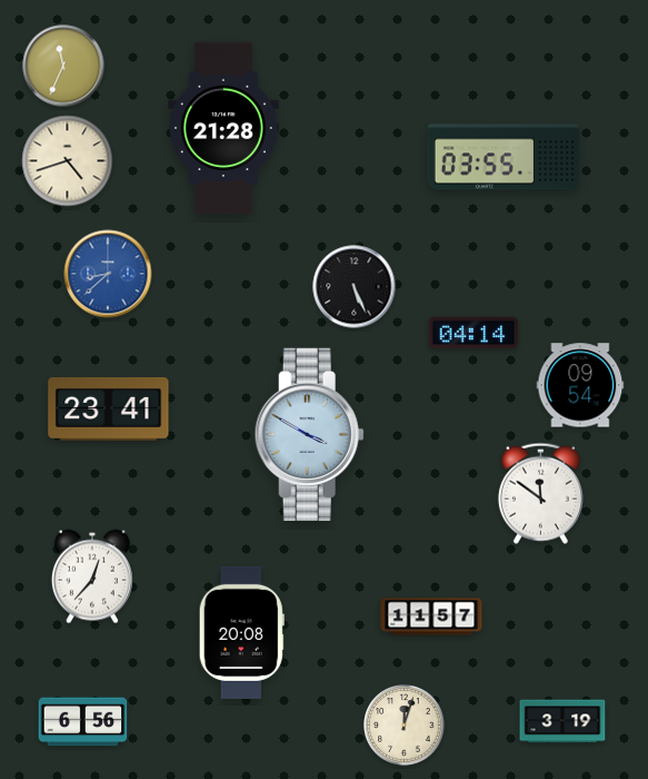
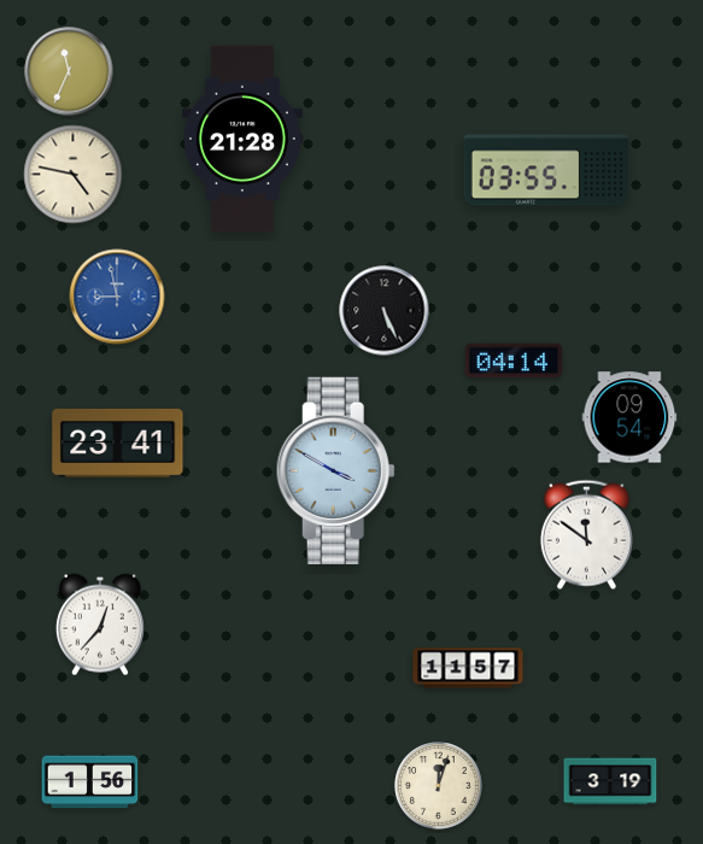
clock at (68, 161): 4:42 -> 4:47
clock at (108, 274): 8:38 -> 8:58
clock at (241, 632): 20:08 -> none
clock at (83, 722): 6:56 -> 1:56
